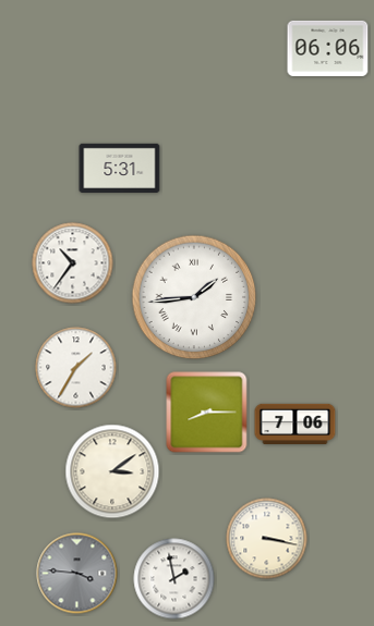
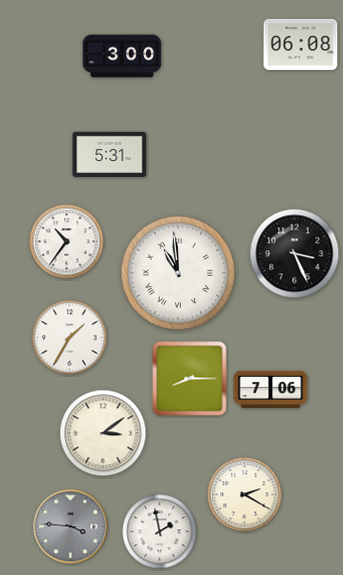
clock at (328, 48): 06:06 -> 06:08
clock at (122, 56): none -> 3:00
clock at (295, 254): none -> 3:26
clock at (194, 297): 1:44 -> 10:59
clock at (267, 539): 3:17 -> 2:20
